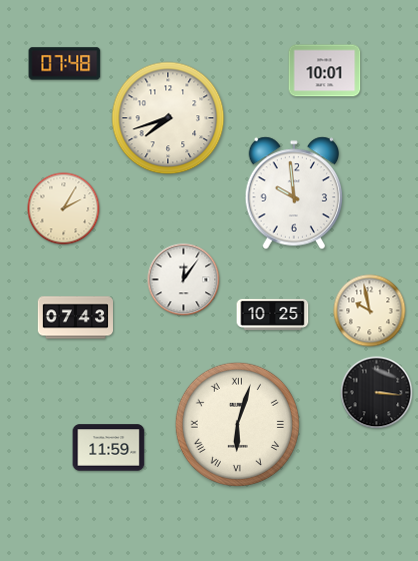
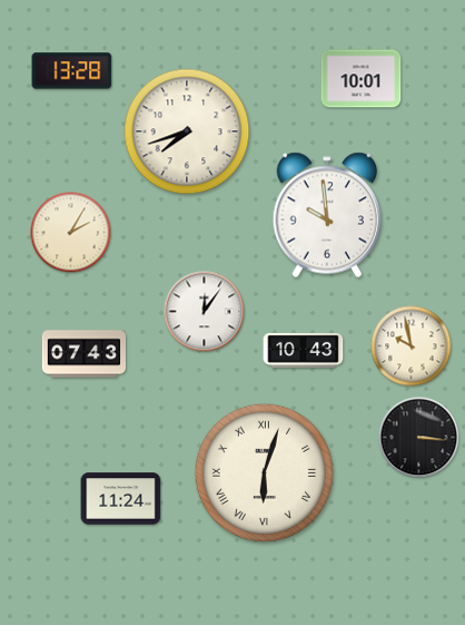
clock at (65, 64): 07:48 -> 13:28
clock at (273, 314): 10:25 -> 10:43
clock at (109, 448): 11:59 -> 11:24
